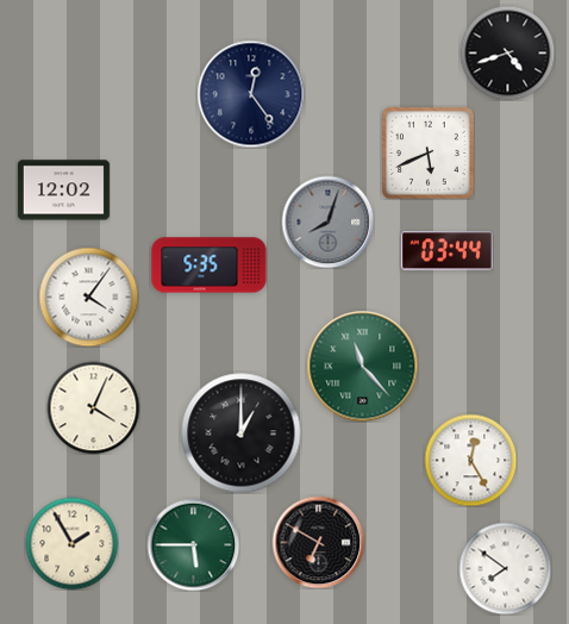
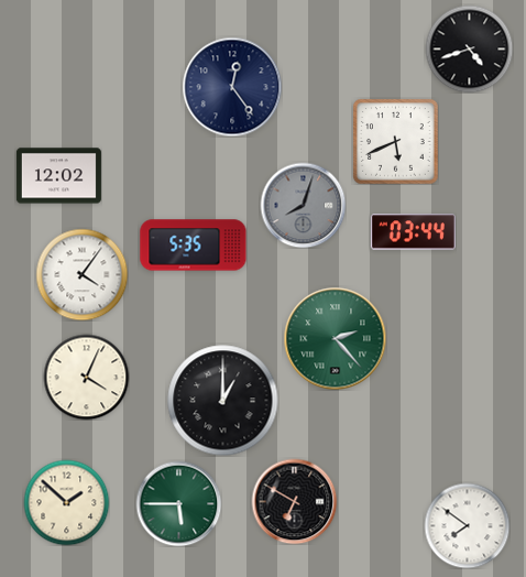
clock at (362, 366): 11:23 -> 2:23
clock at (470, 460): 12:25 -> none
clock at (71, 543): 1:55 -> 1:52
